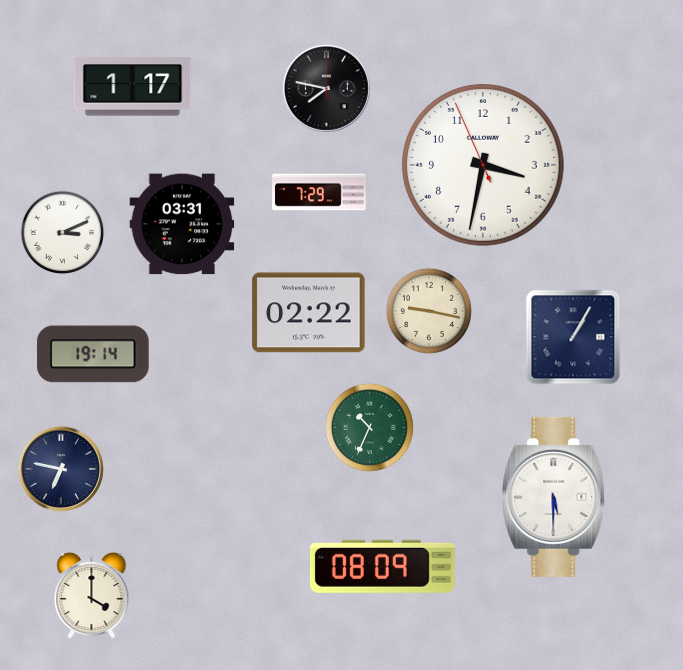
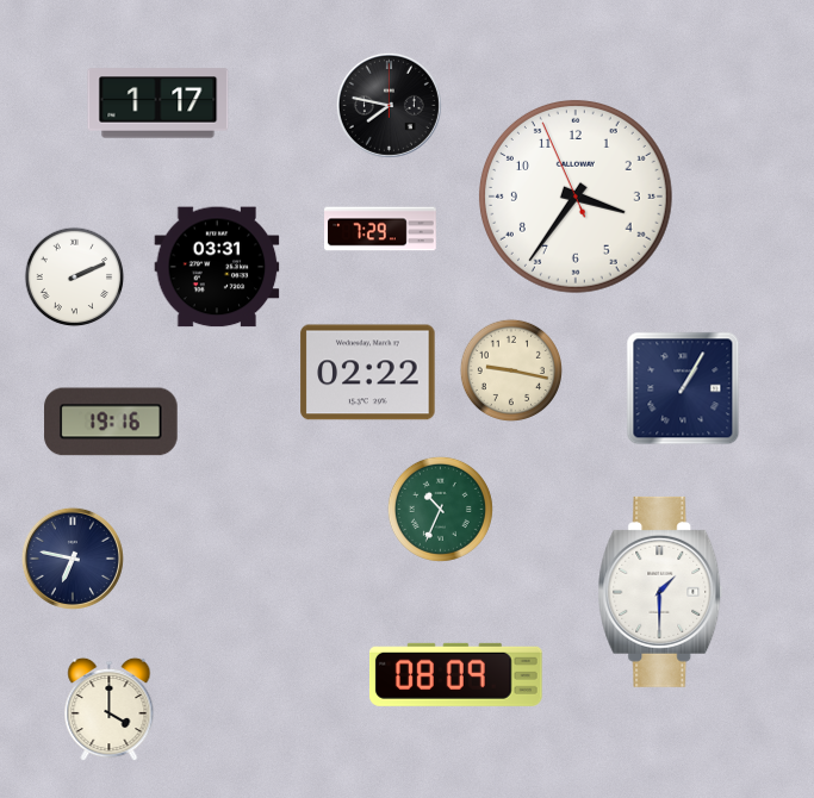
clock at (483, 165): 3:31 -> 3:35
clock at (63, 233): 3:11 -> 2:11
clock at (573, 337) position: (573, 337) -> (683, 388)
clock at (93, 354): 19:14 -> 19:16
clock at (554, 497): 5:30 -> 1:30
